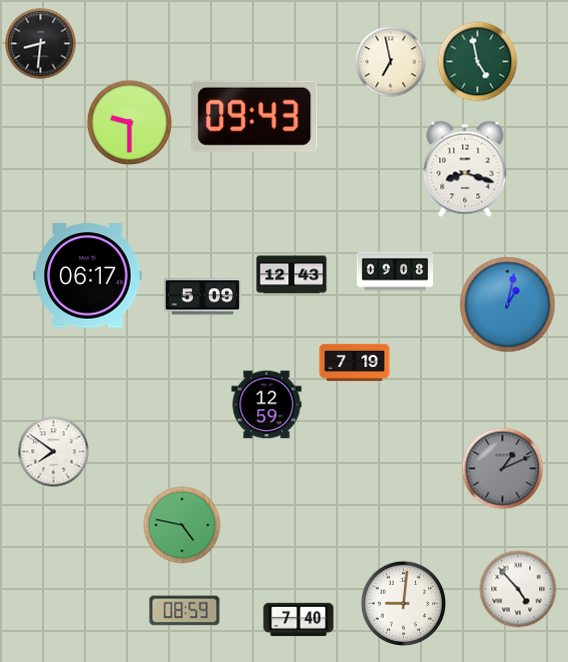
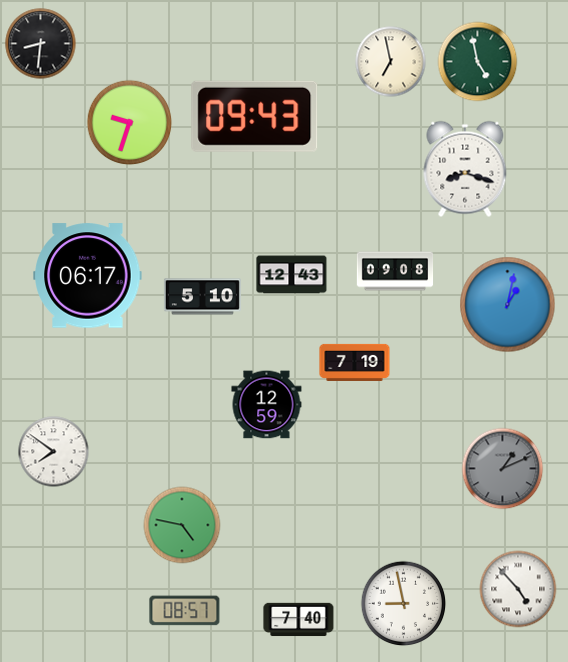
clock at (130, 123): 9:30 -> 9:33
clock at (202, 297): 5:09 -> 5:10
clock at (404, 604): 9:01 -> 8:58
clock at (185, 611): 08:59 -> 08:57
